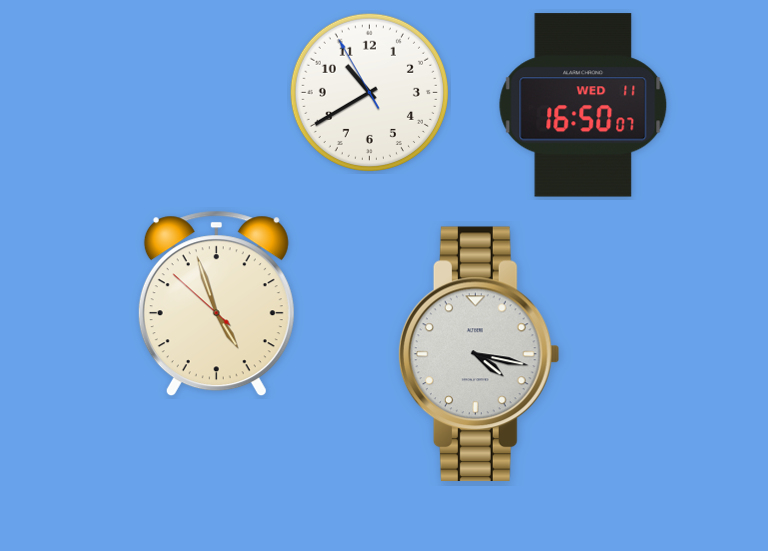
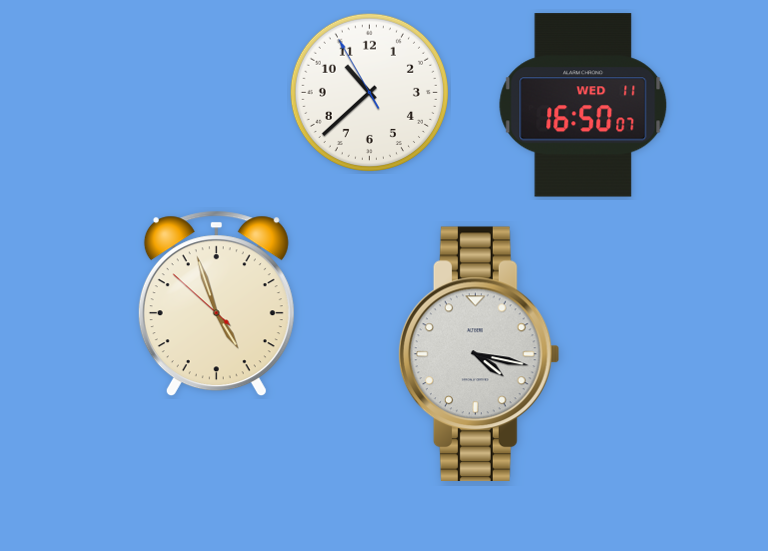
clock at (369, 92): 10:39 -> 10:37
